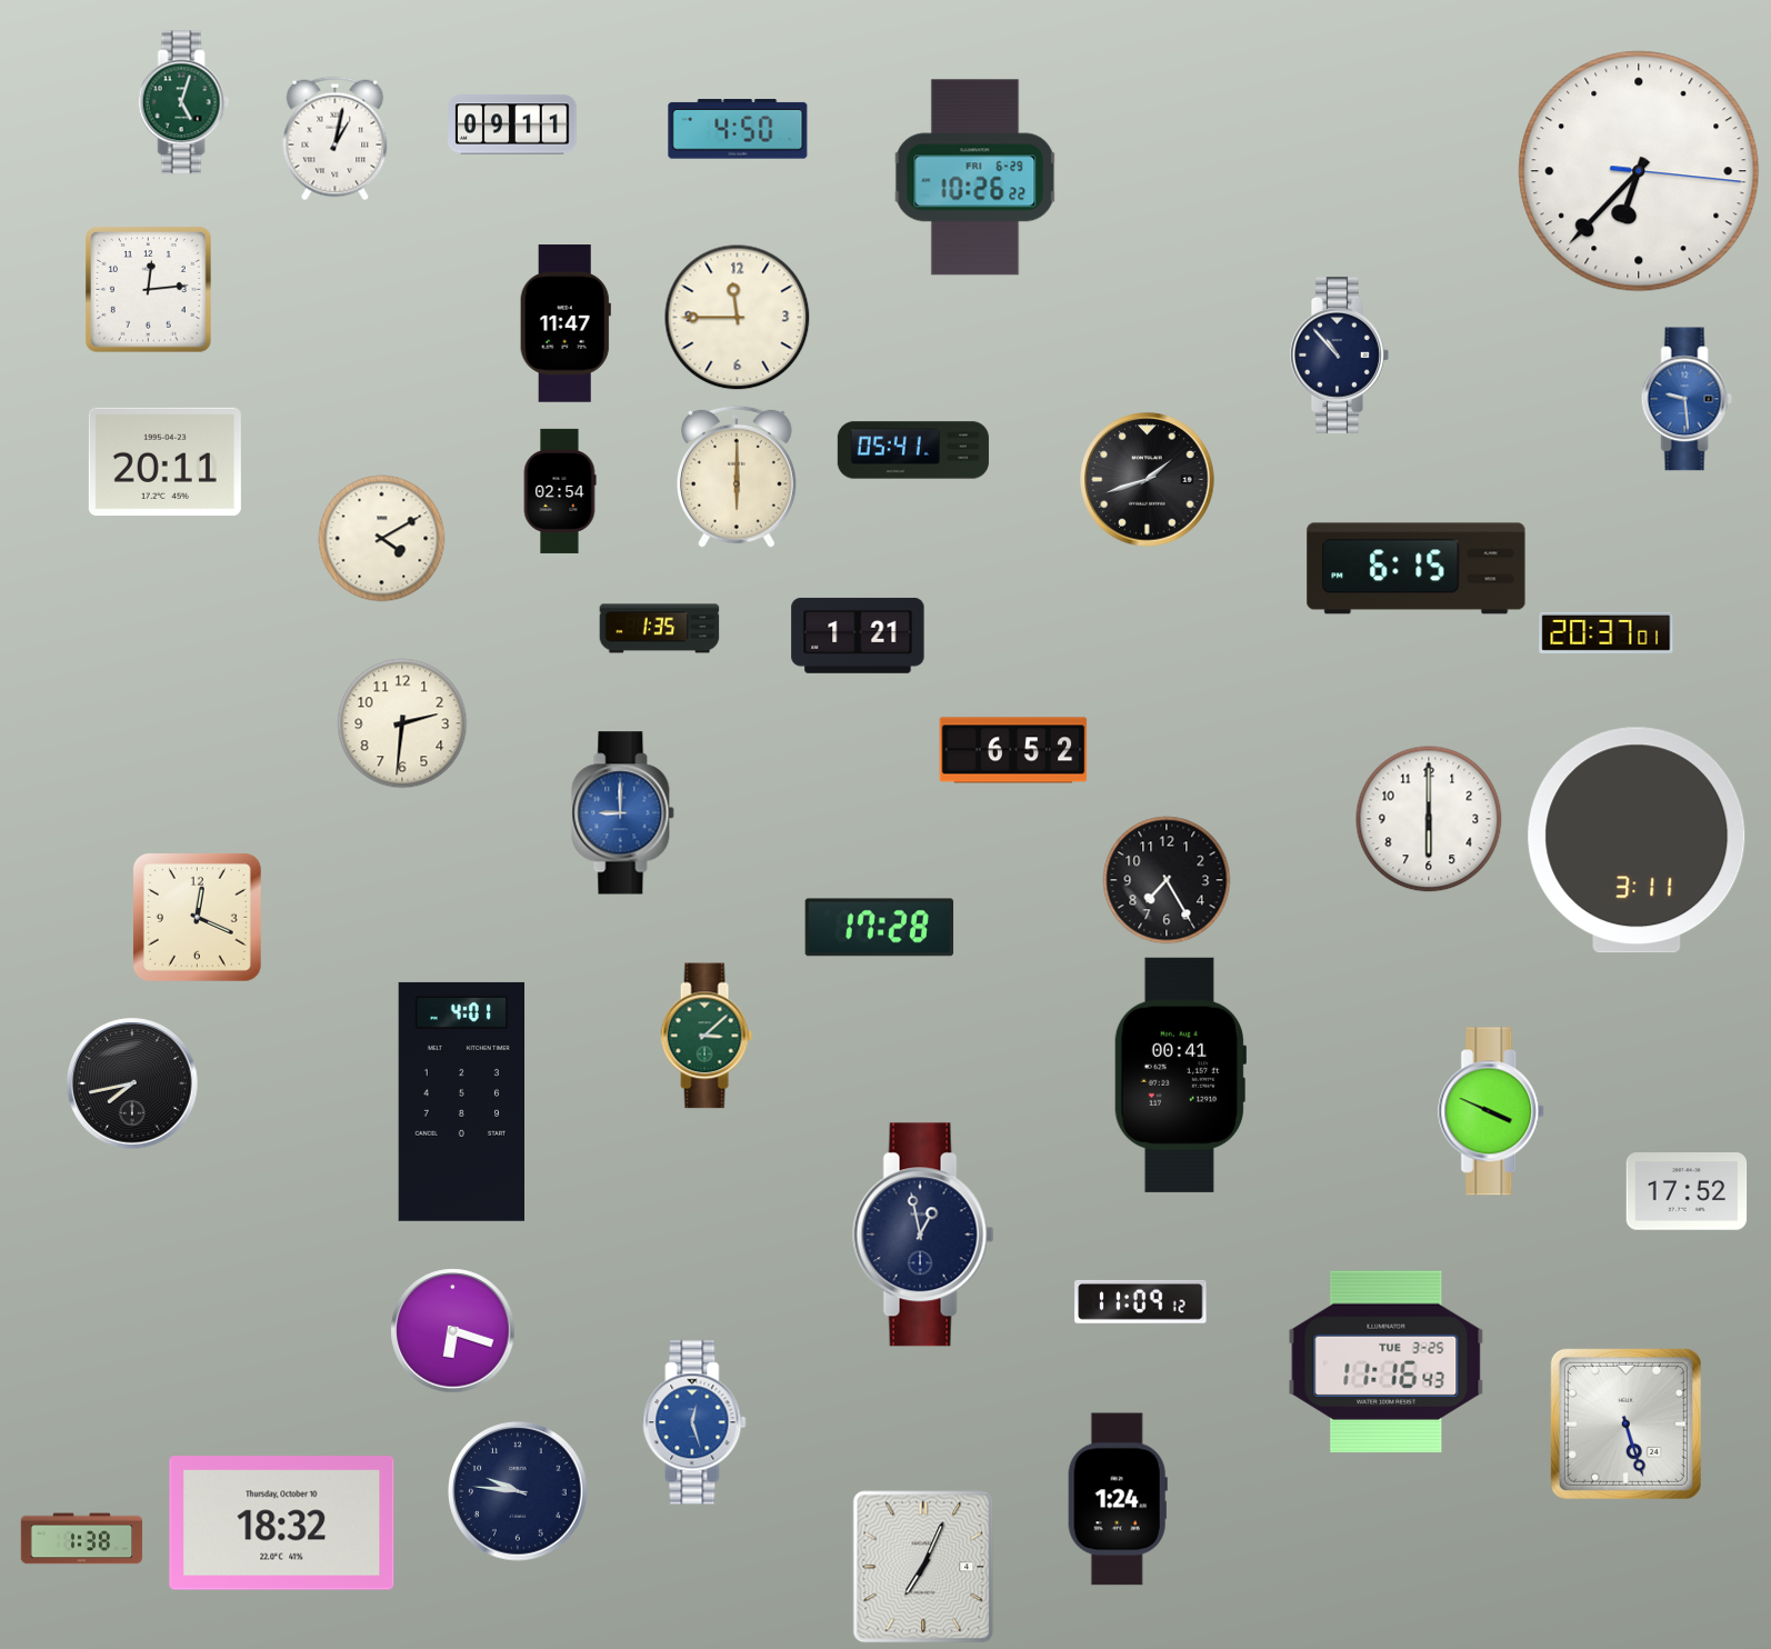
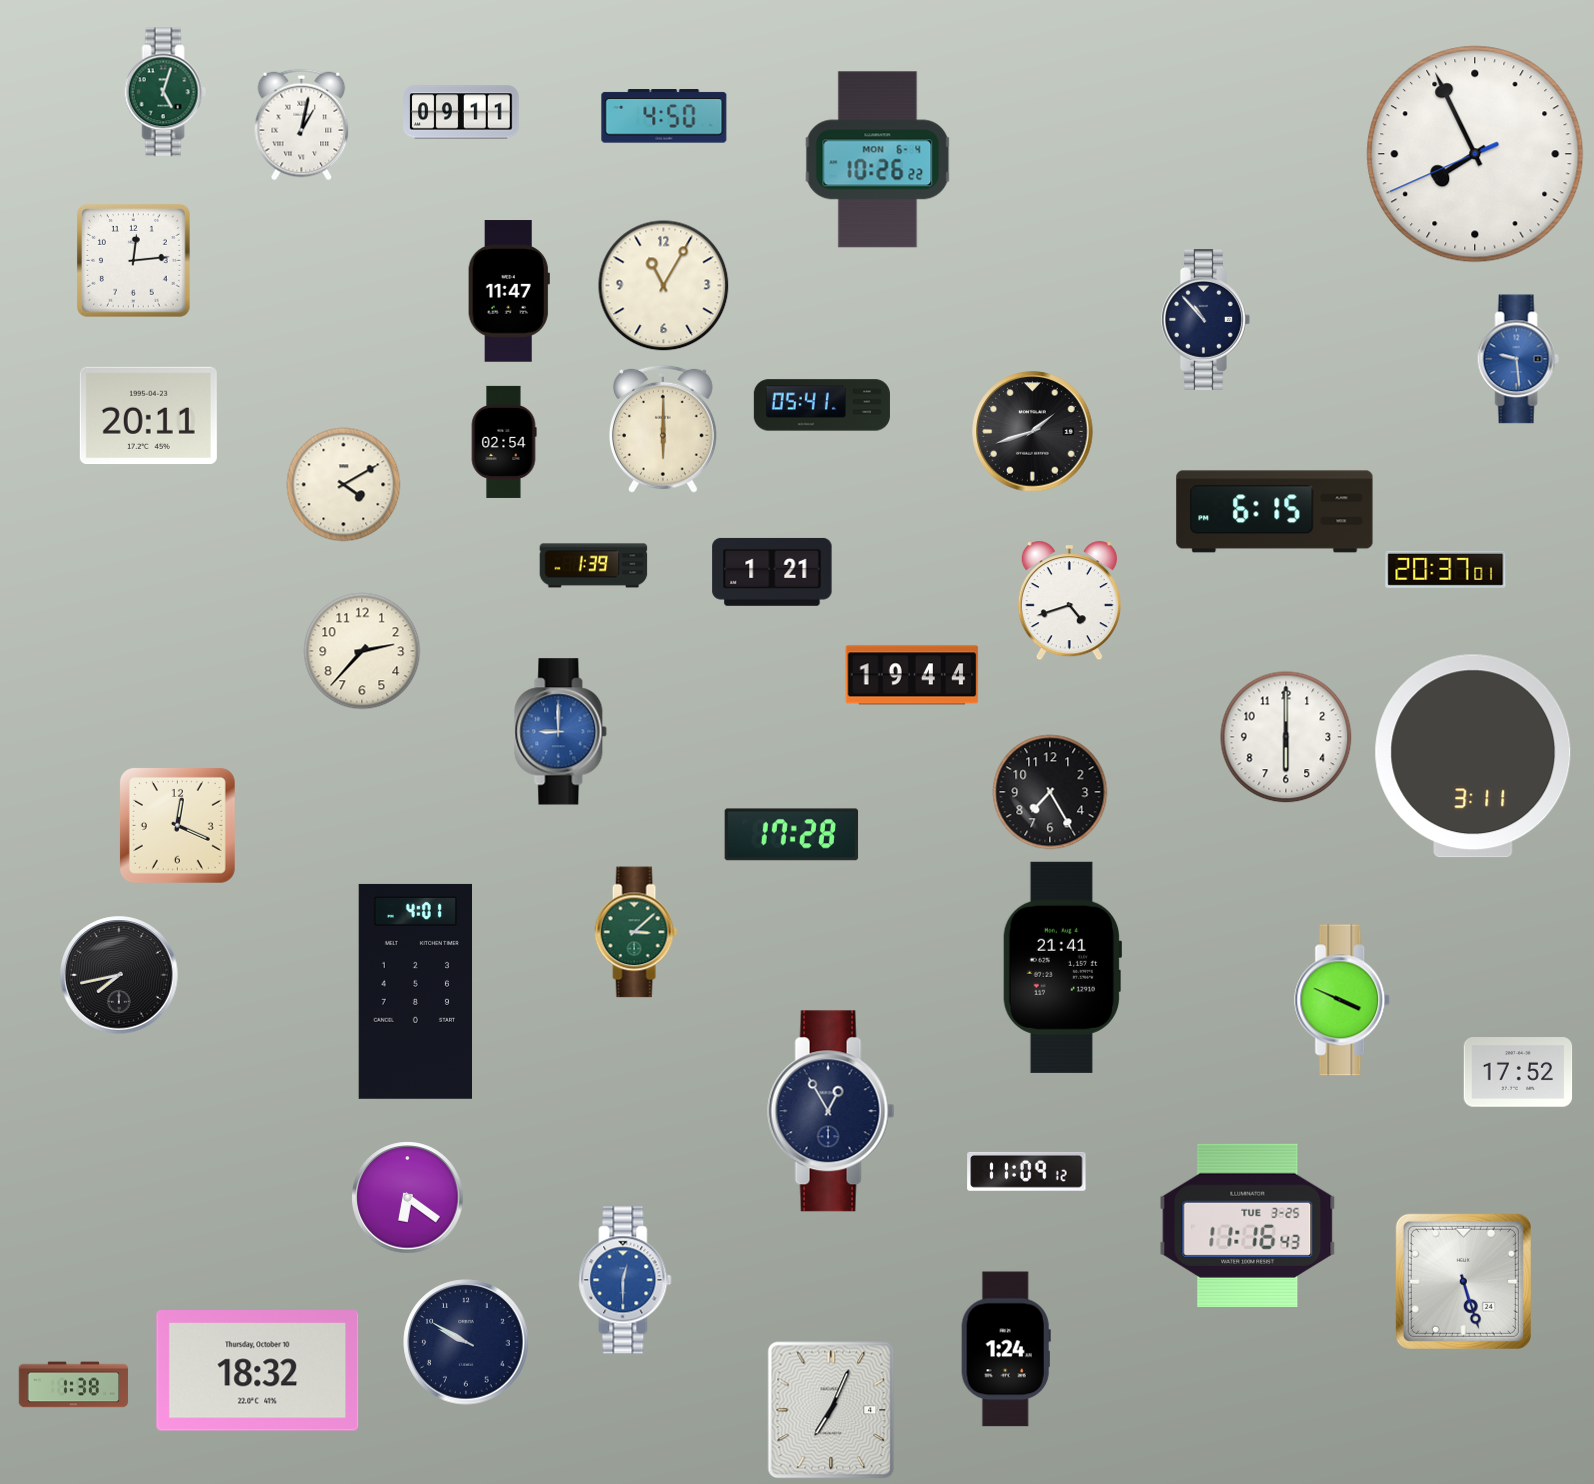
clock at (1639, 171): 6:37 -> 7:55
clock at (975, 178) date: FRI 6-29 -> MON 6-4
clock at (738, 318): 11:45 -> 11:05
clock at (660, 629): 1:35 -> 1:39
clock at (1069, 601): none -> 4:42
clock at (402, 723): 2:31 -> 2:37
clock at (1013, 750): 6:52 -> 19:44
clock at (1179, 1075): 00:41 -> 21:41
clock at (923, 1235): 12:58 -> 12:55
clock at (453, 1331): 6:18 -> 6:21
clock at (694, 1422): 12:27 -> 12:30
clock at (518, 1491): 9:46 -> 9:50
clock at (282, 1523) position: (282, 1523) -> (258, 1371)
